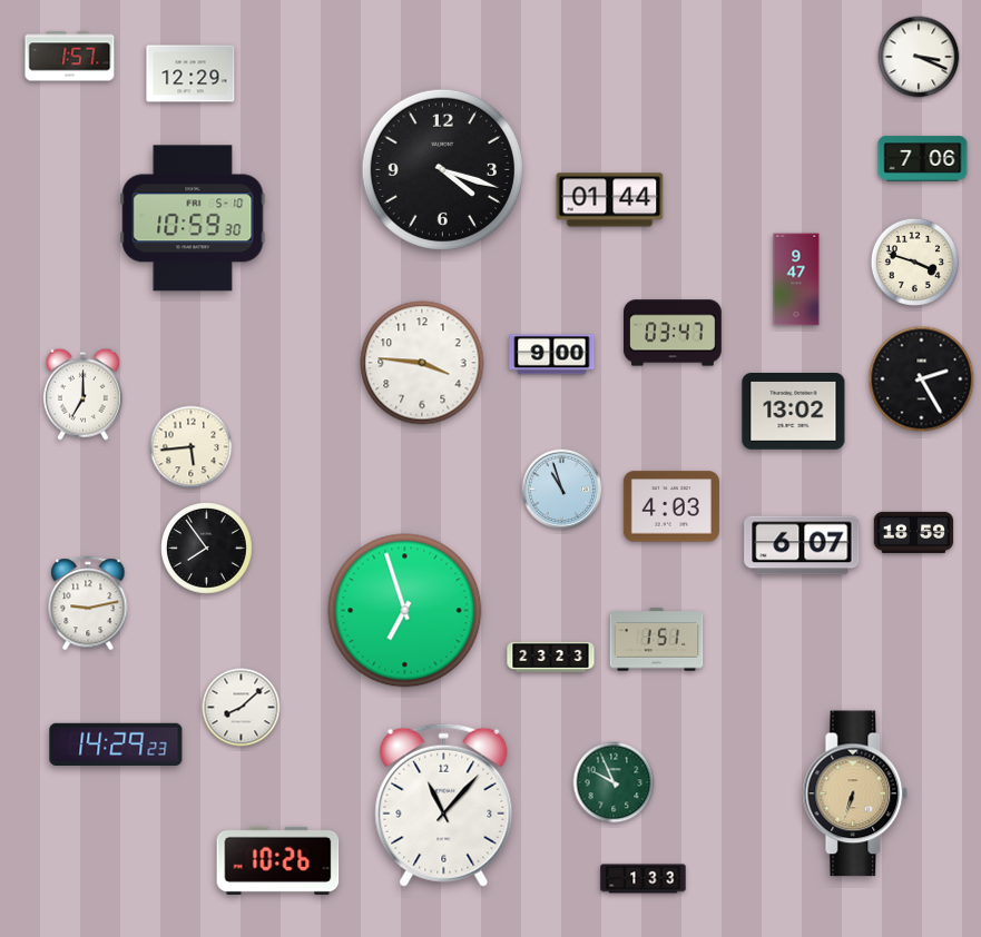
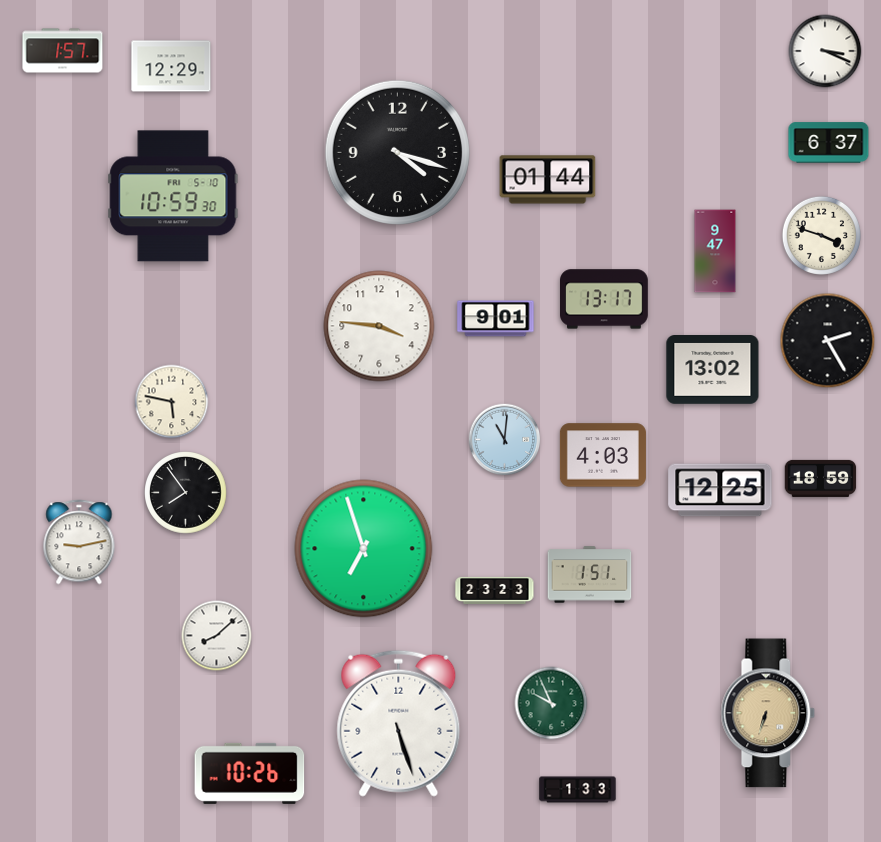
clock at (923, 159): 7:06 -> 6:37
clock at (674, 333): 03:47 -> 13:17
clock at (552, 355): 9:00 -> 9:01
clock at (82, 394): 7:00 -> none
clock at (192, 447): 5:44 -> 5:47
clock at (562, 490): 10:57 -> 11:01
clock at (802, 545): 6:07 -> 12:25
clock at (116, 743): 14:29 -> none
clock at (444, 805): 11:07 -> 5:27
